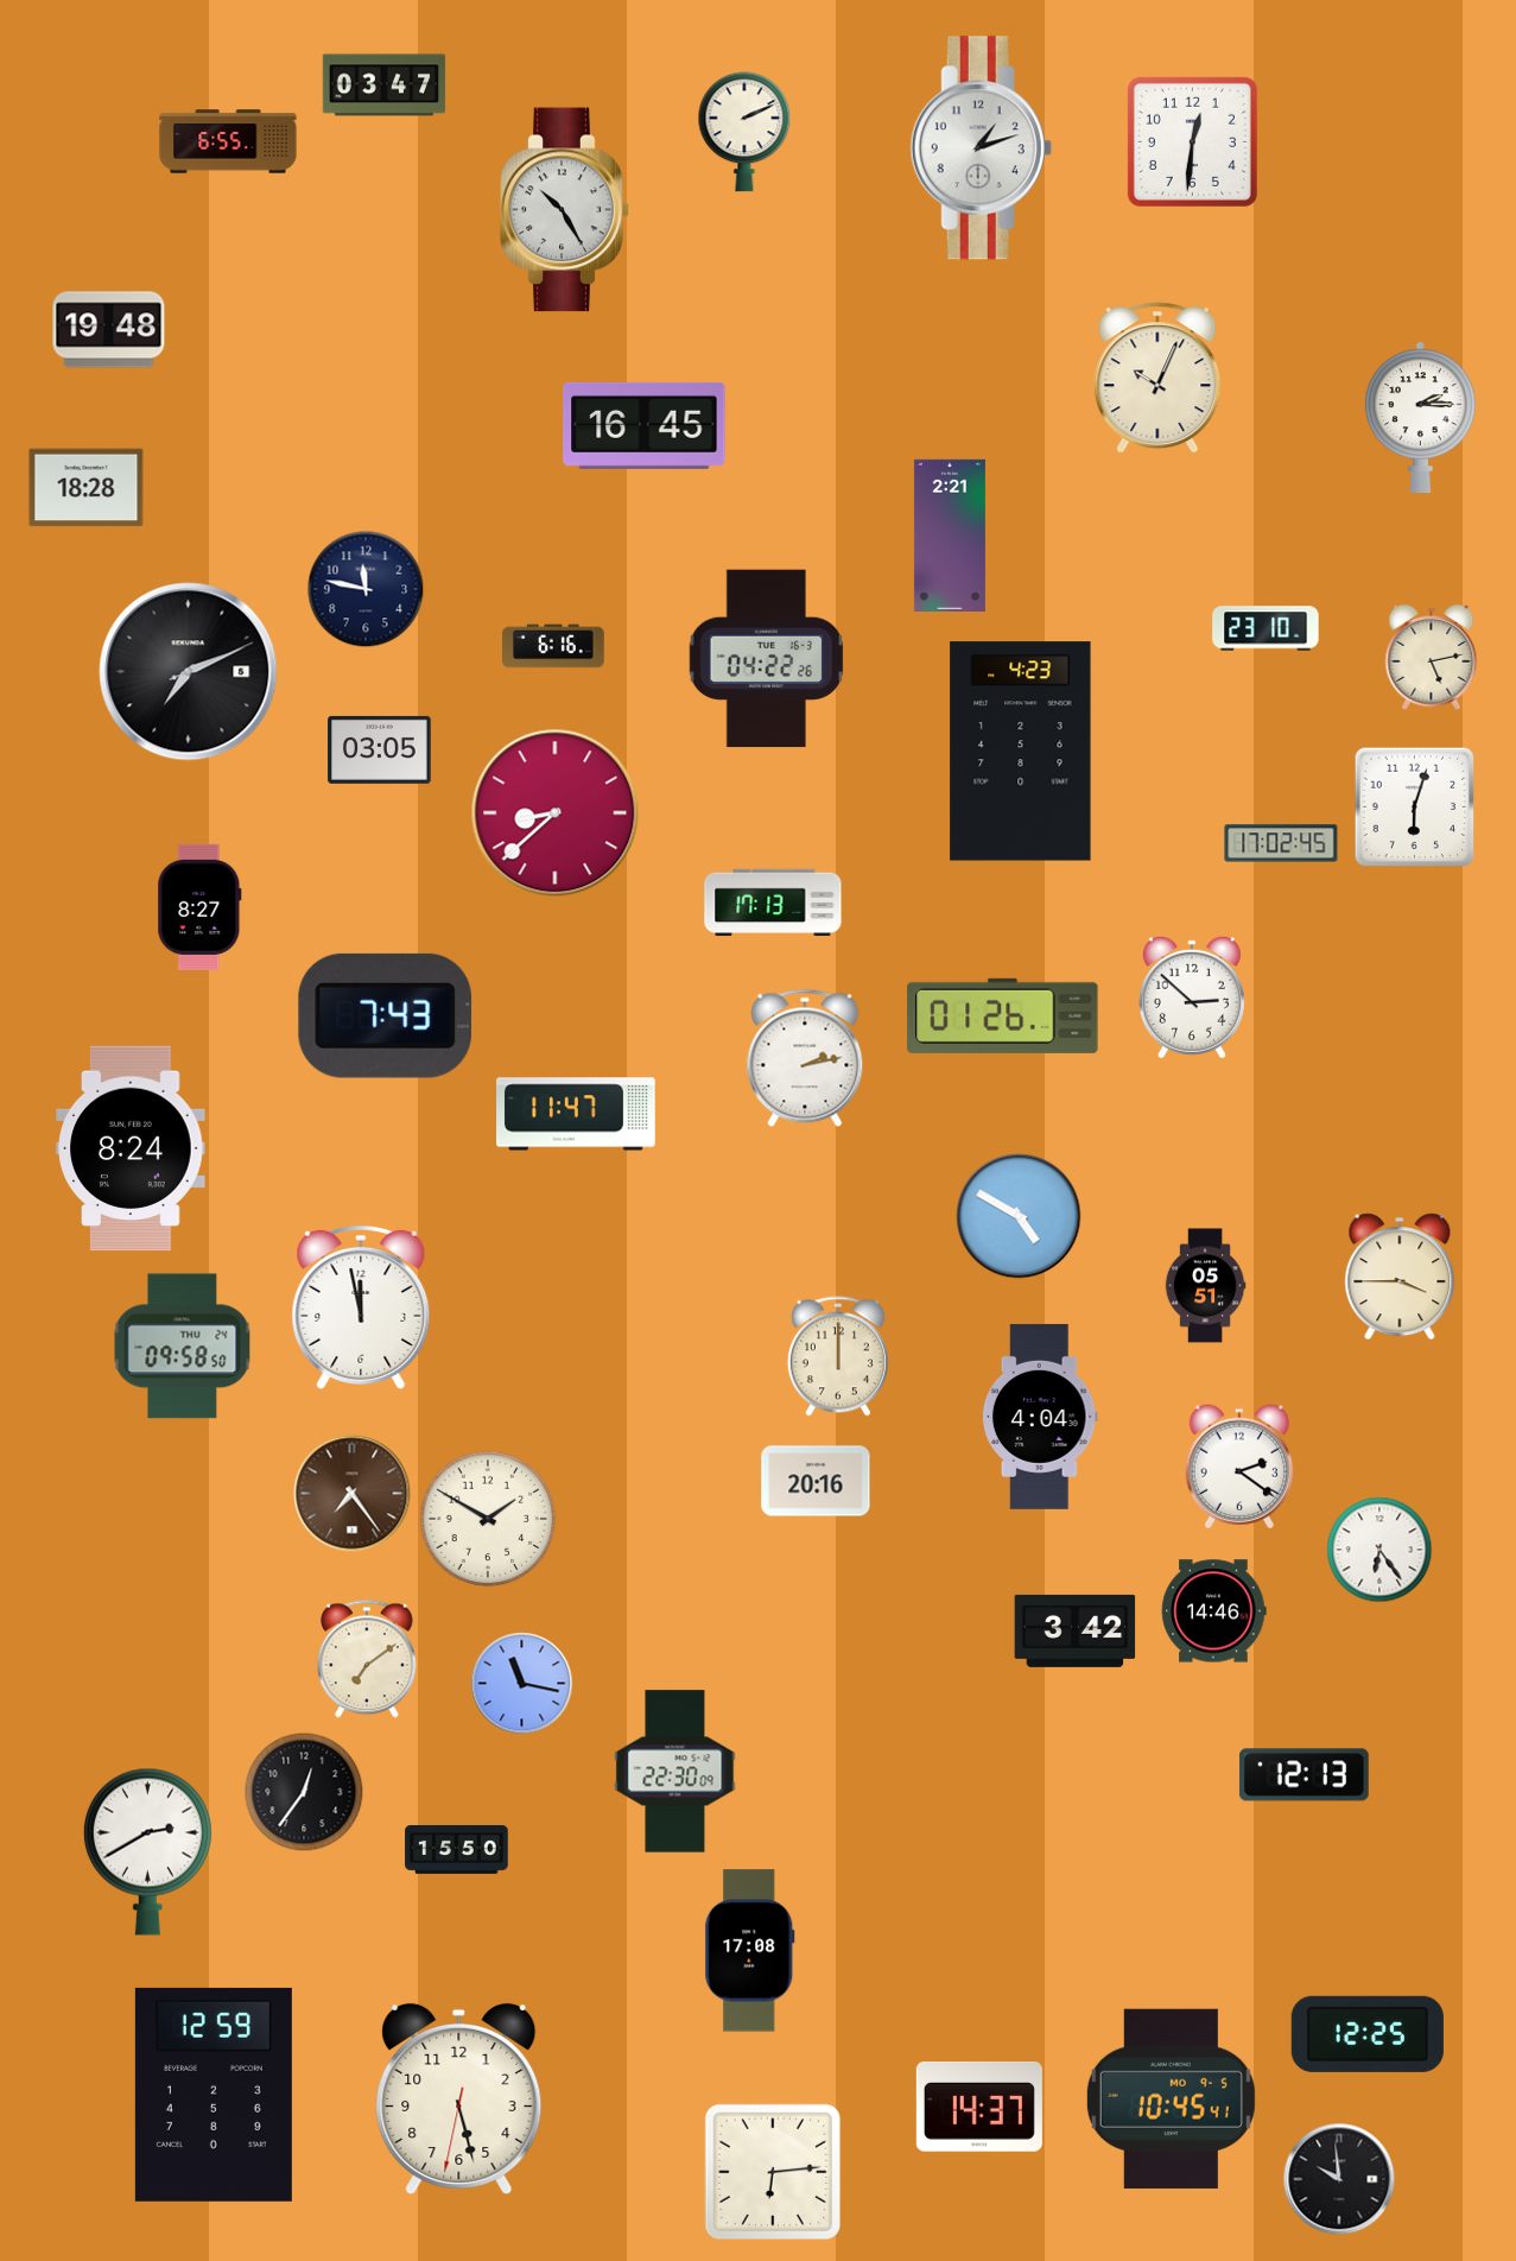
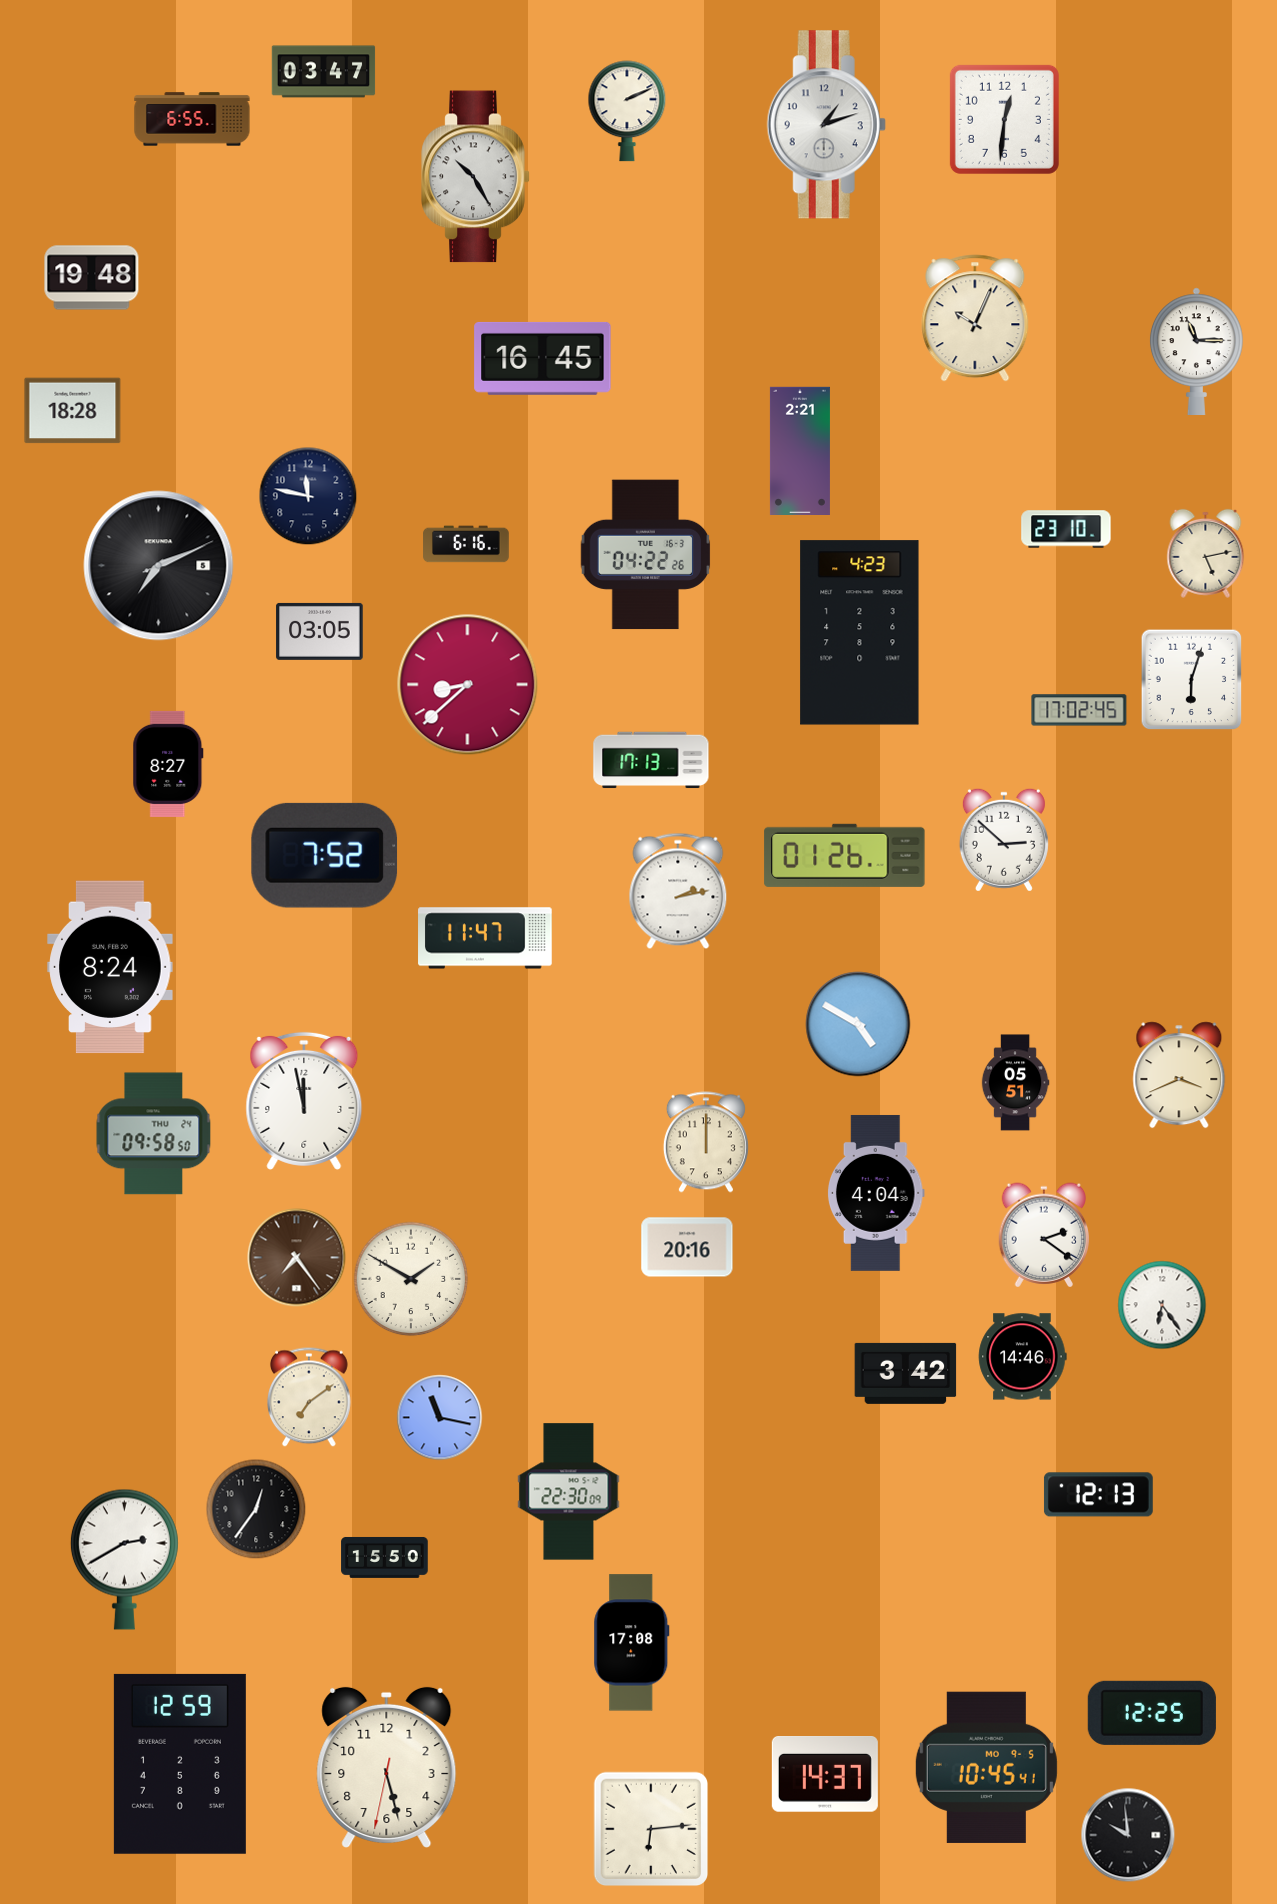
clock at (1420, 417): 2:15 -> 11:15
clock at (386, 1015): 7:43 -> 7:52
clock at (1400, 1277): 3:45 -> 3:41
